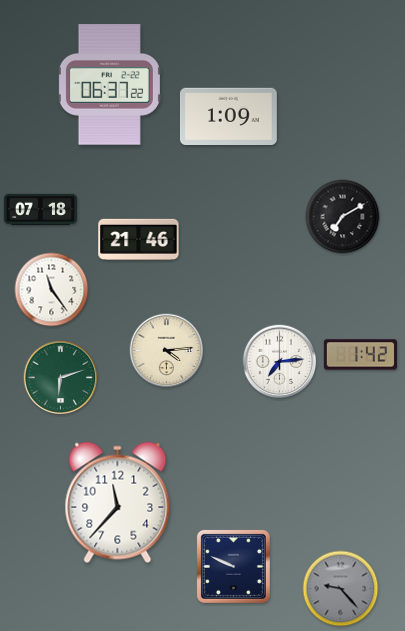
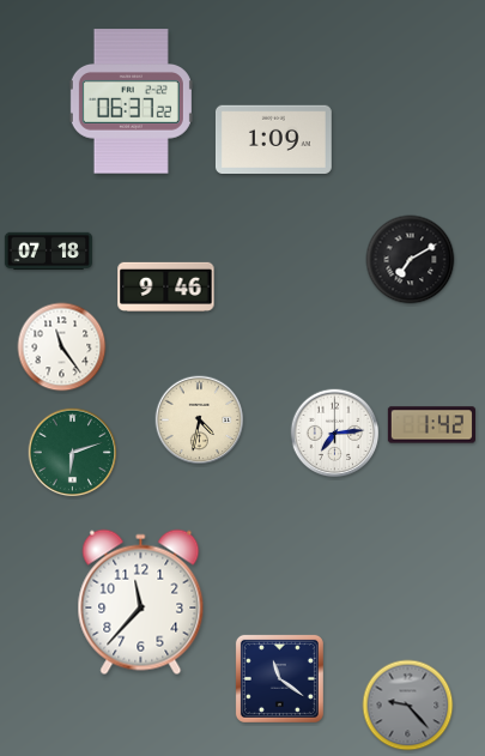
clock at (139, 239): 21:46 -> 9:46
clock at (167, 351): 4:14 -> 4:32
clock at (233, 566): 9:49 -> 11:21
